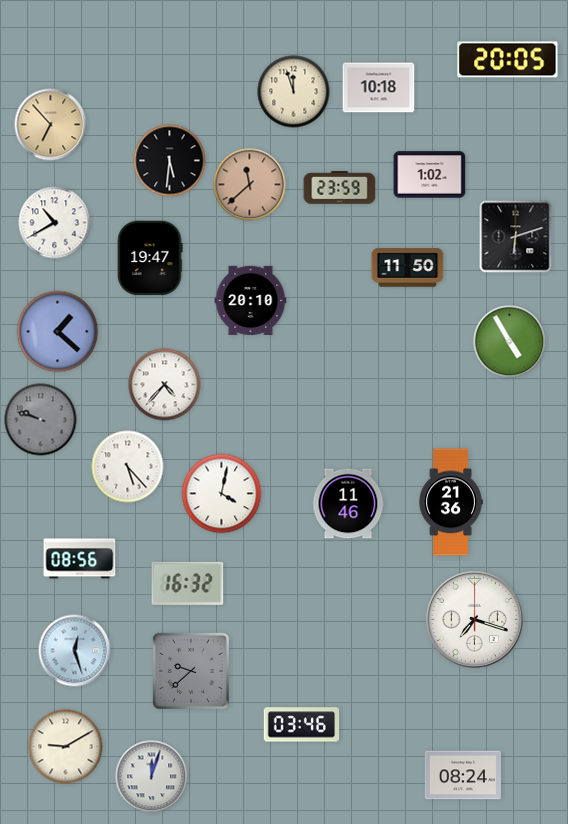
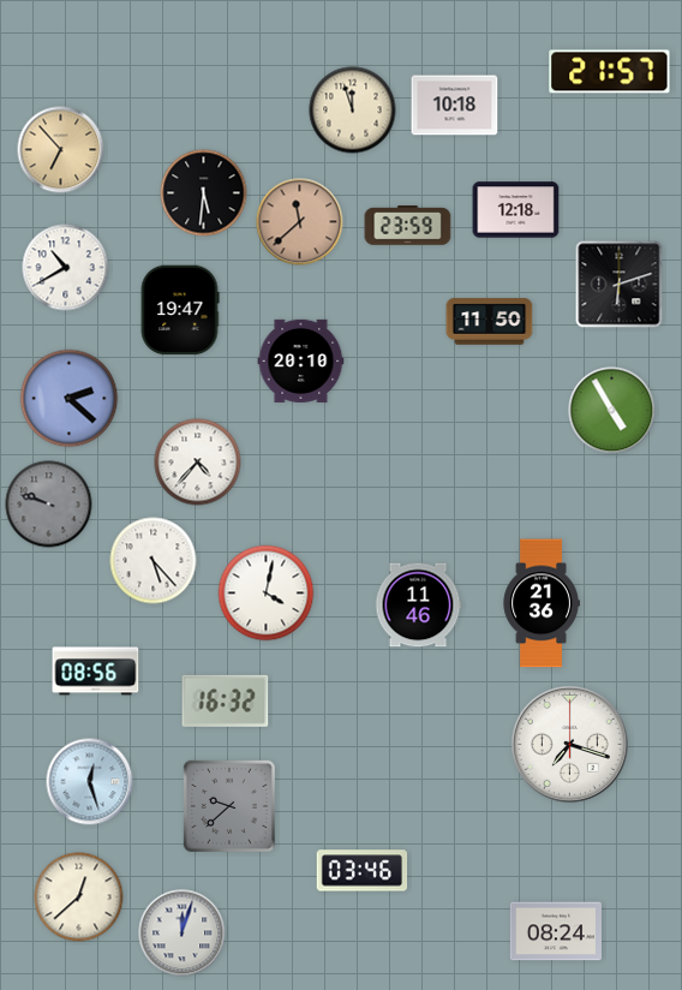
clock at (508, 60): 20:05 -> 21:57
clock at (430, 175): 1:02 -> 12:18
clock at (58, 332): 1:22 -> 2:22
clock at (66, 747): 9:10 -> 12:38
